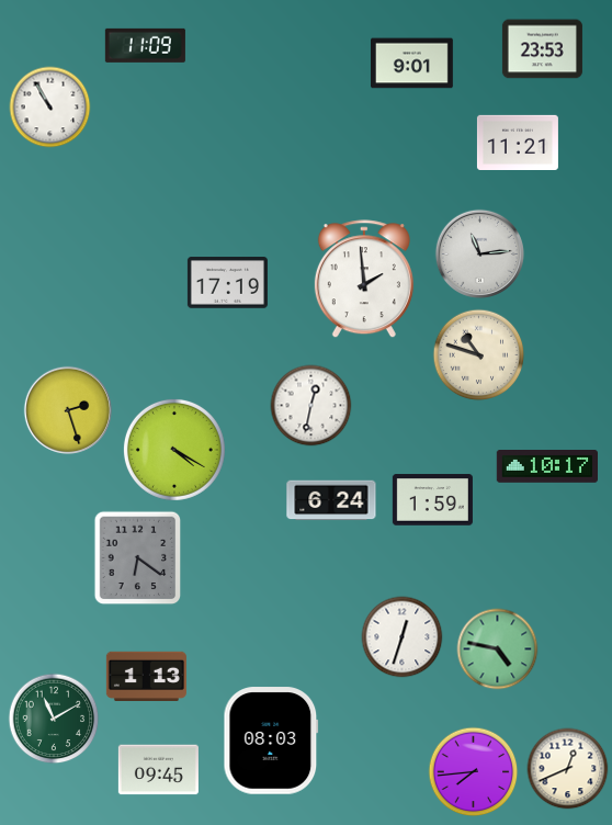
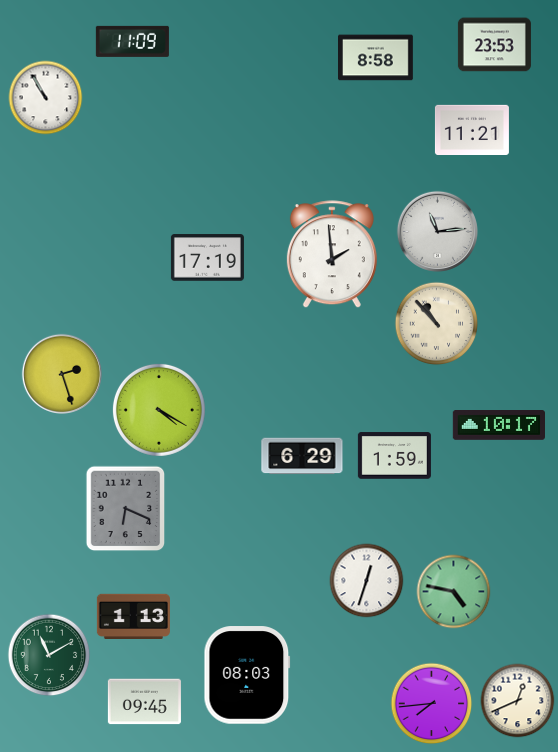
clock at (412, 64): 9:01 -> 8:58
clock at (479, 355): 10:48 -> 10:53
clock at (311, 406): 12:32 -> none
clock at (331, 500): 6:24 -> 6:29
clock at (138, 558): 6:21 -> 6:19
